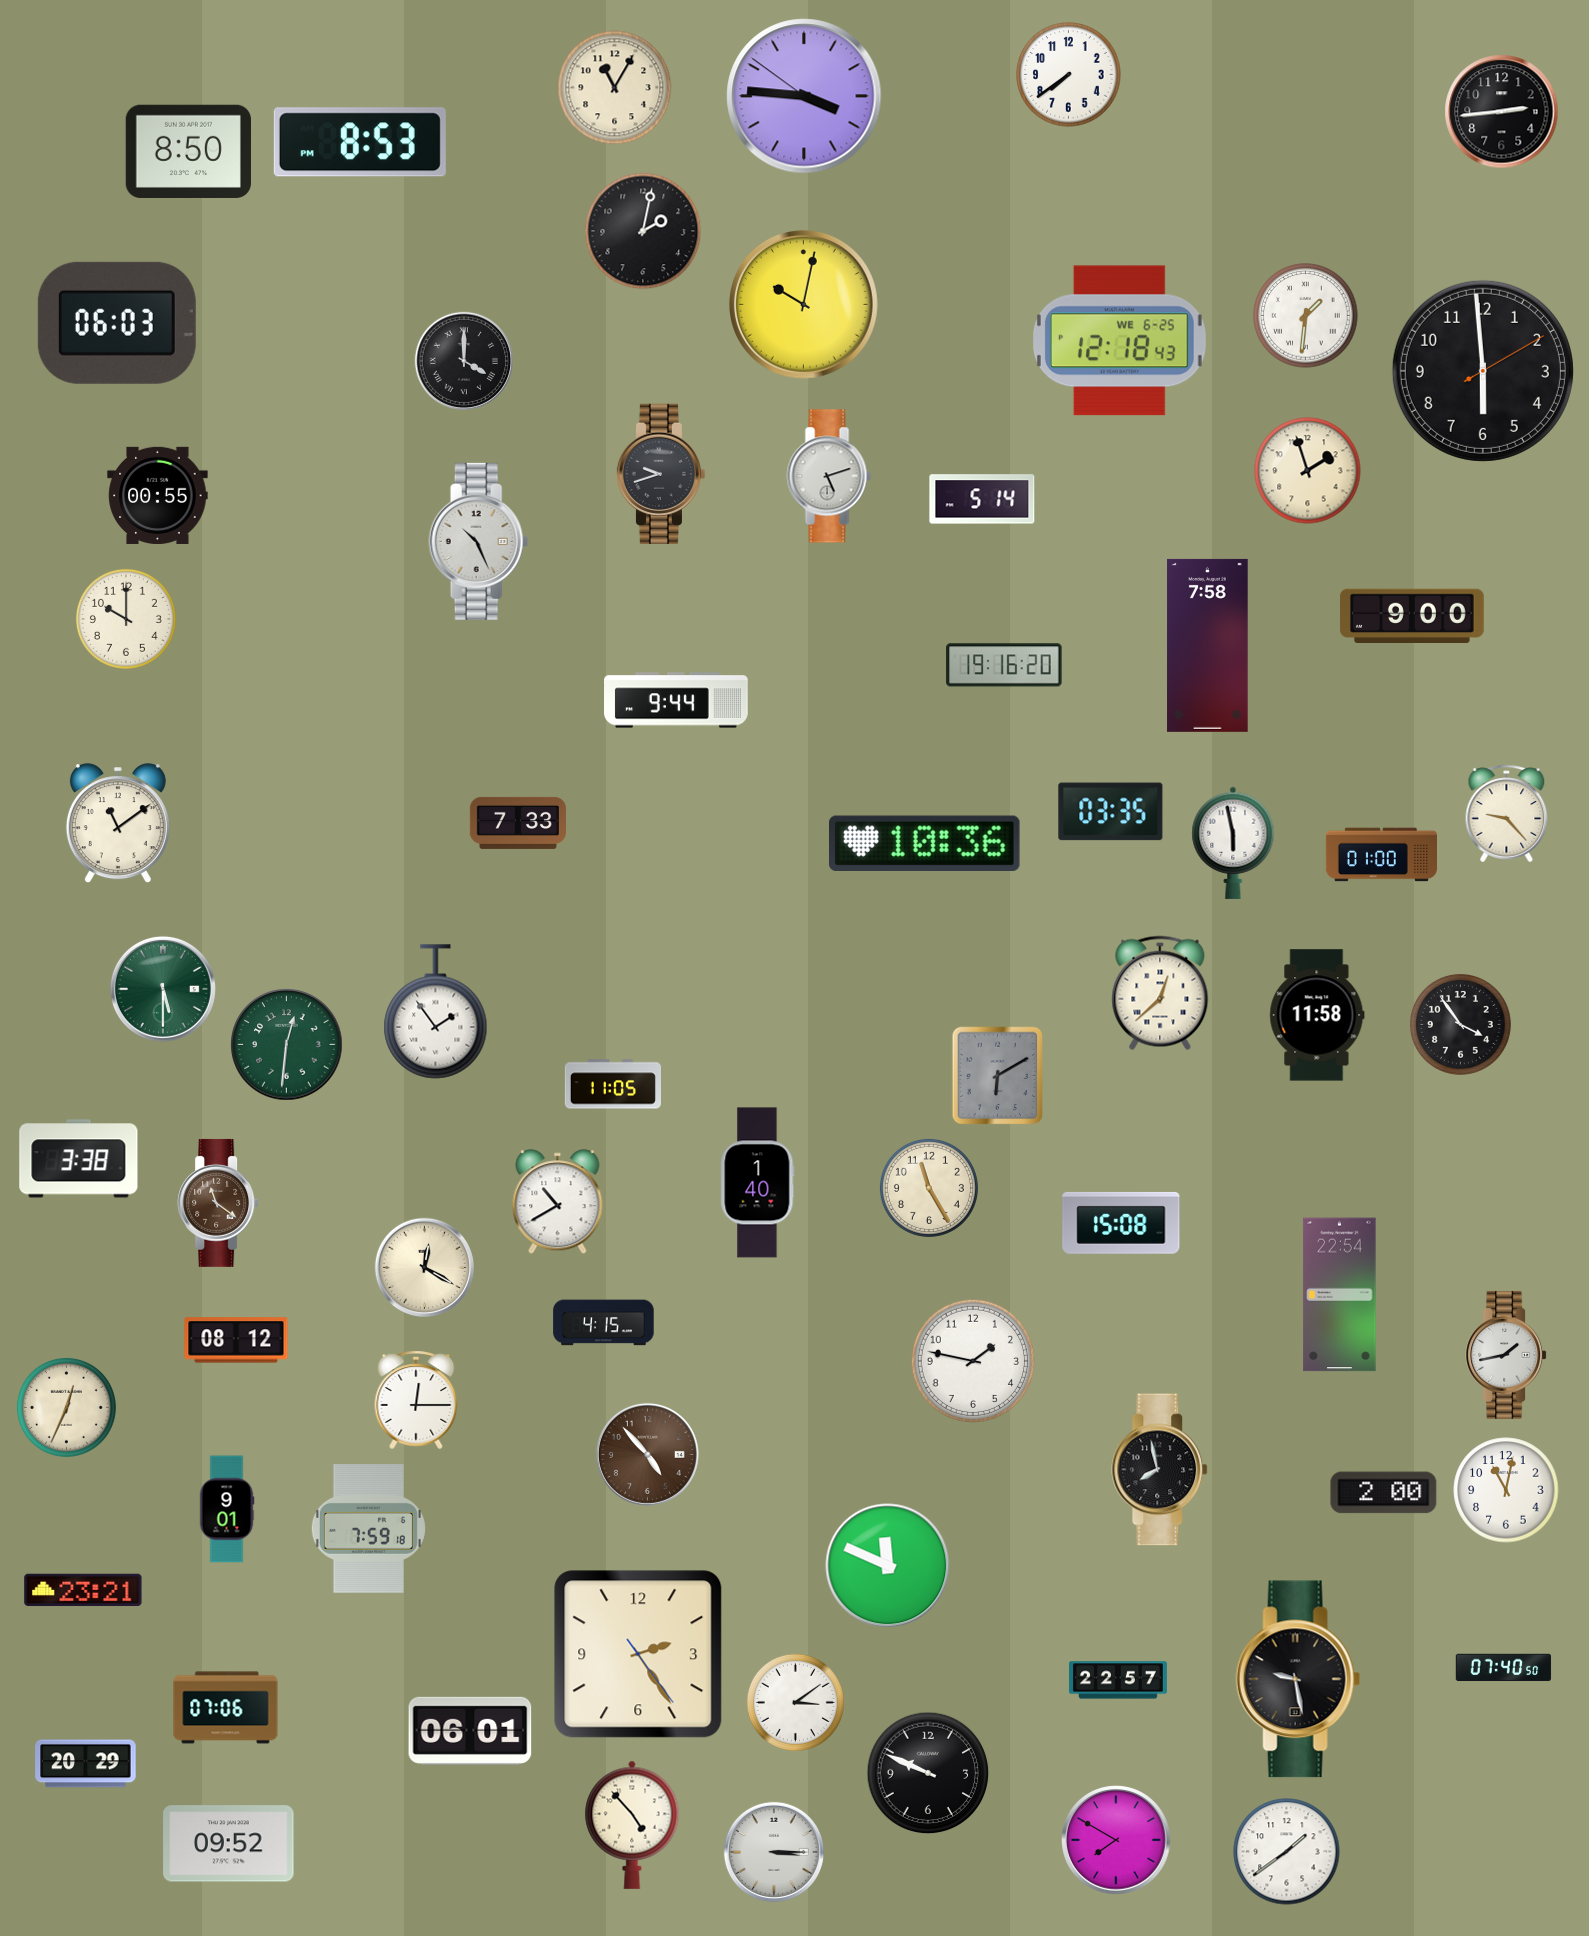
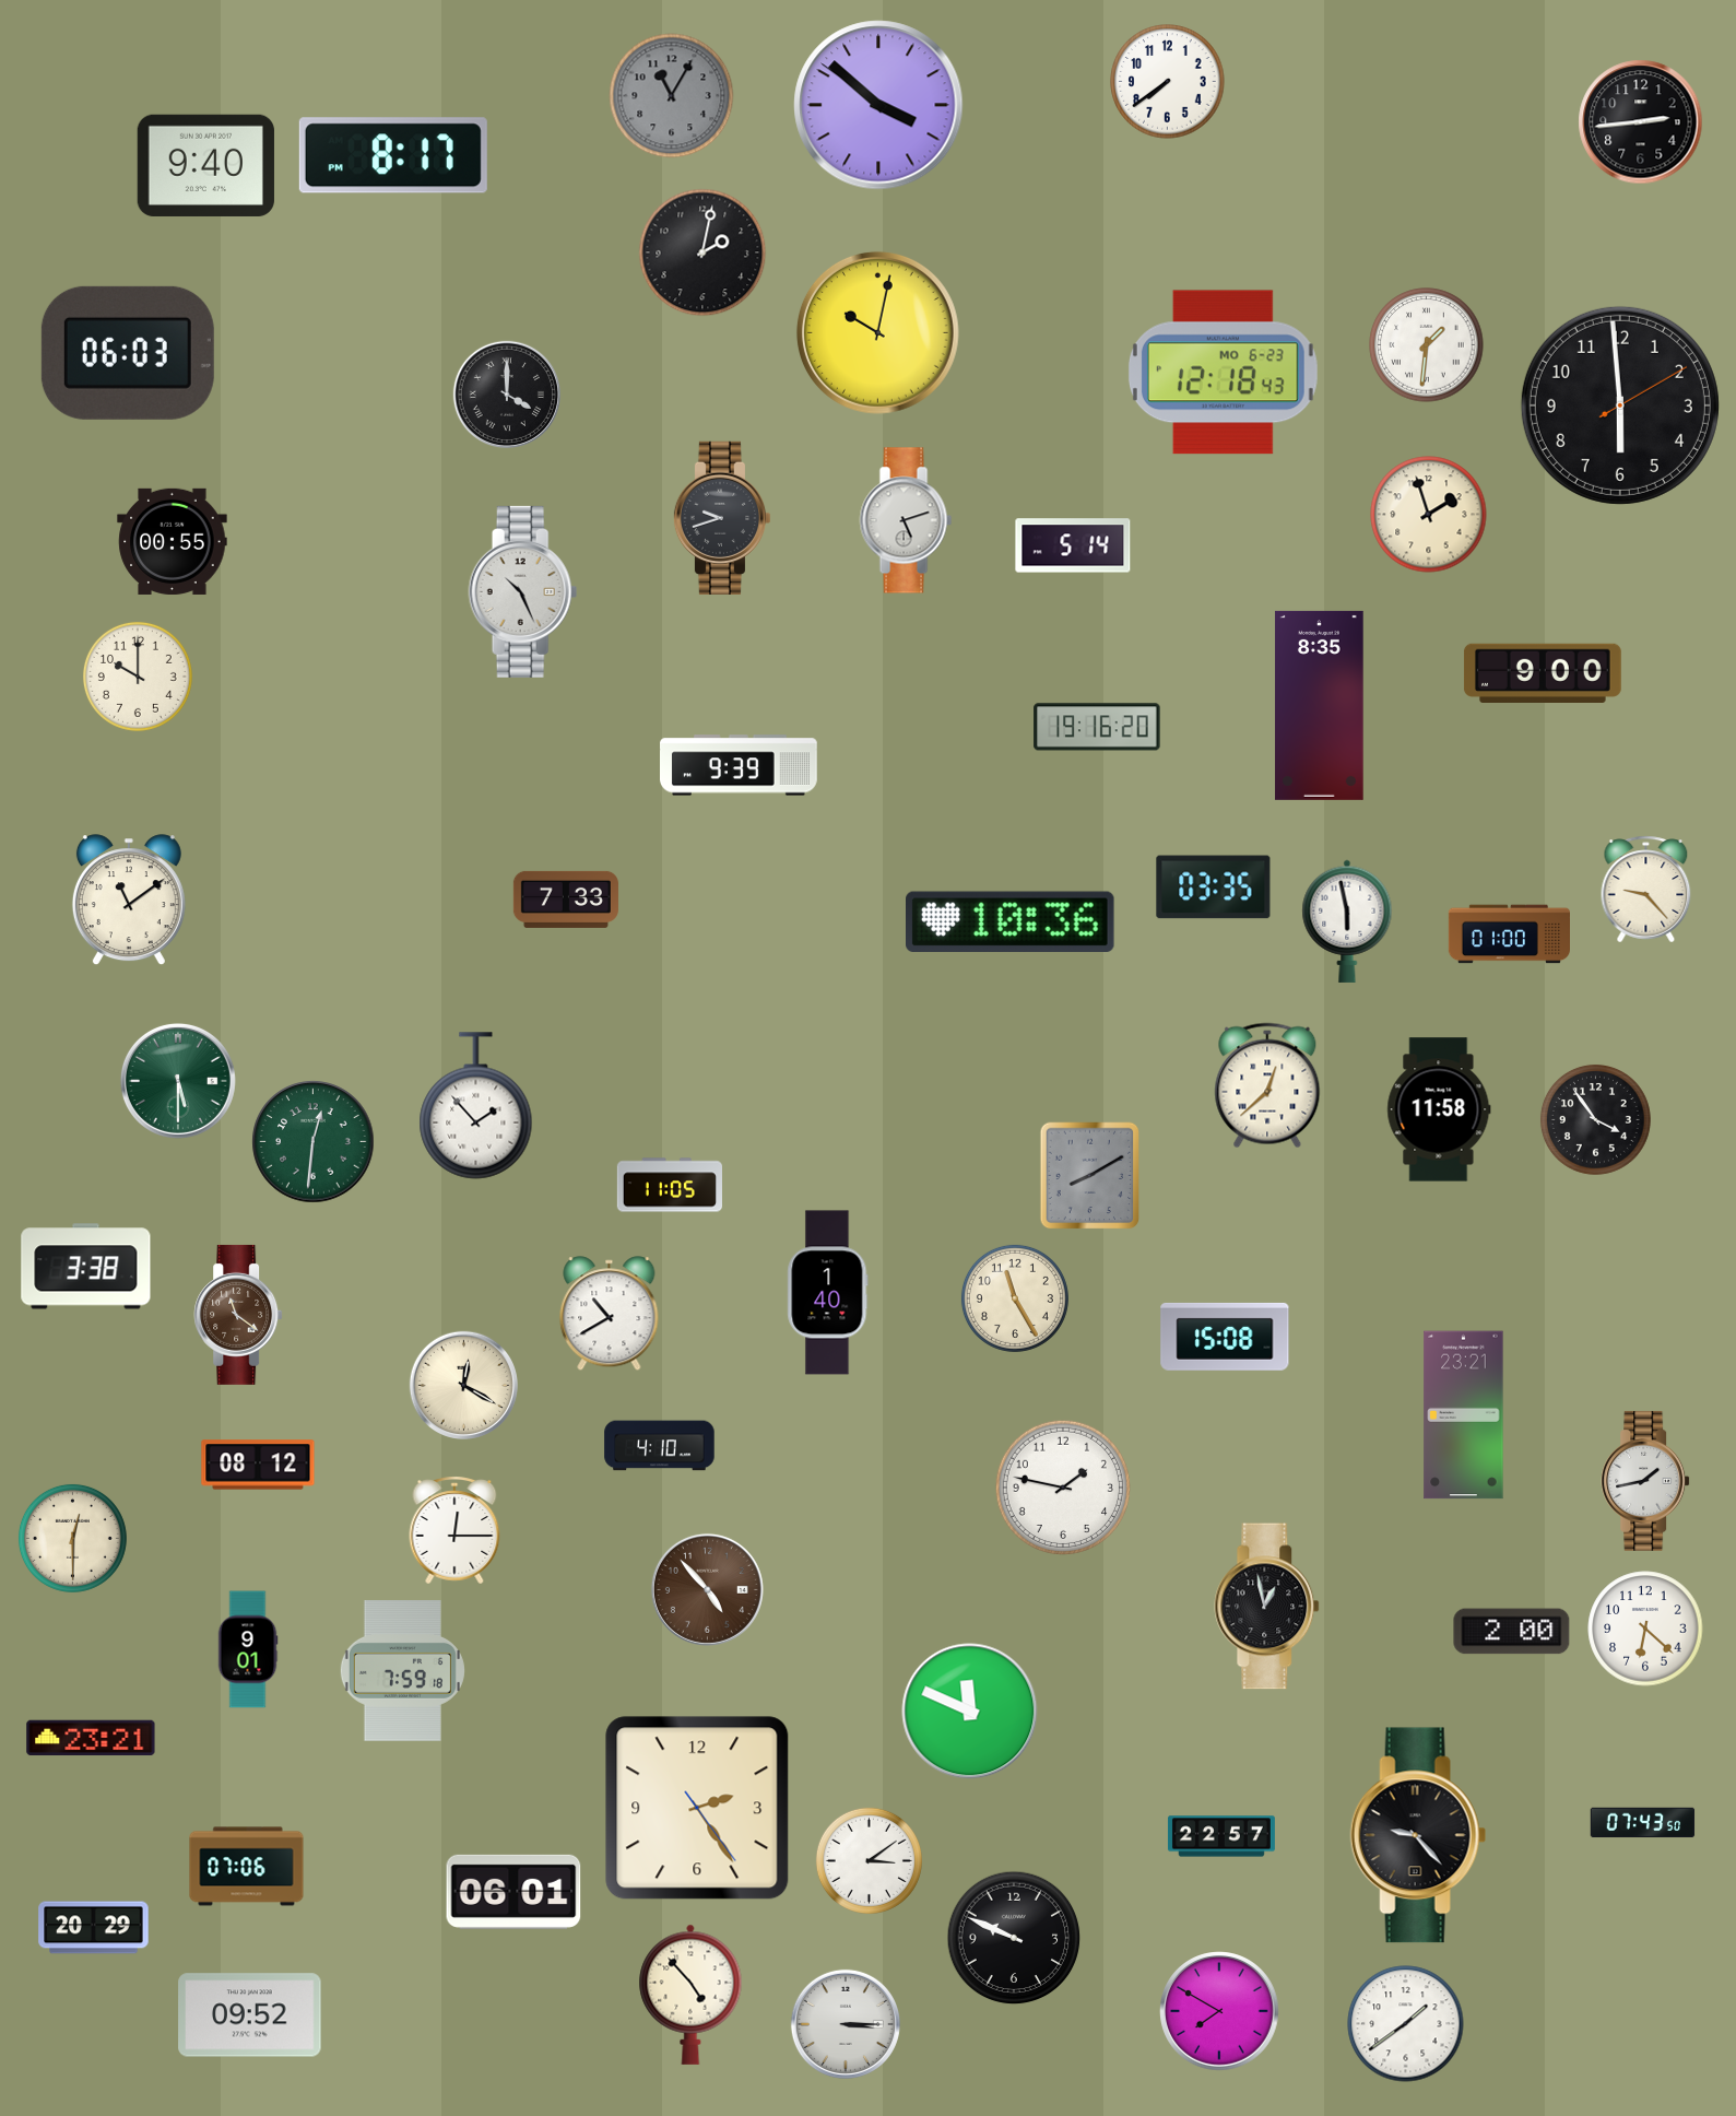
clock at (615, 88) dial: cream -> grey
clock at (804, 96): 3:45 -> 3:51
clock at (360, 142): 8:53 -> 8:17
clock at (188, 151): 8:50 -> 9:40
clock at (1119, 341) date: WE 6-25 -> MO 6-23
clock at (1208, 645): 7:58 -> 8:35
clock at (677, 700): 9:44 -> 9:39
clock at (436, 1012): 1:54 -> 1:53
clock at (998, 1076): 6:10 -> 8:10
clock at (1340, 1295): 22:54 -> 23:21
clock at (604, 1323): 4:15 -> 4:10
clock at (66, 1407): 12:34 -> 12:30
clock at (1160, 1470): 7:58 -> 12:58
clock at (1506, 1490): 11:02 -> 6:22
clock at (1504, 1668): 07:40 -> 07:43
clock at (1298, 1679): 9:28 -> 9:23
